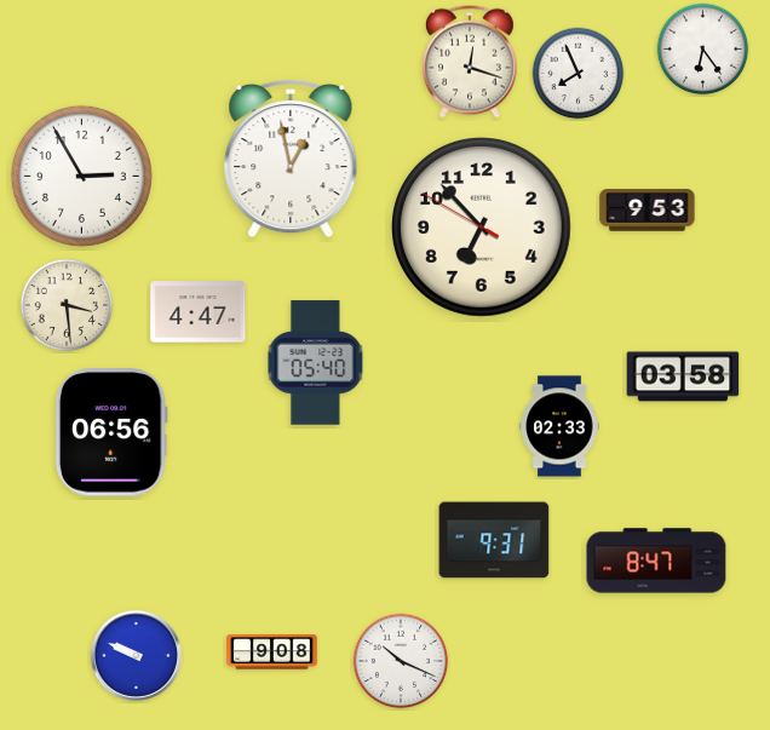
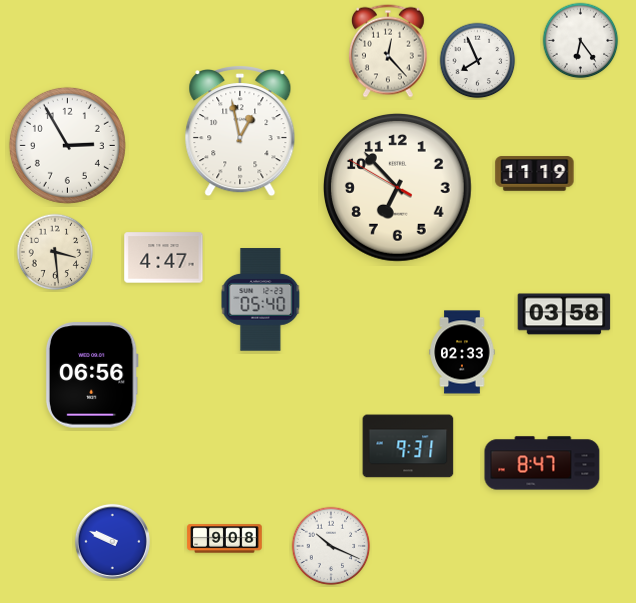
clock at (470, 62): 12:18 -> 12:23
clock at (648, 211): 9:53 -> 11:19
clock at (683, 377) position: (683, 377) -> (564, 314)
clock at (111, 432) position: (111, 432) -> (92, 375)
